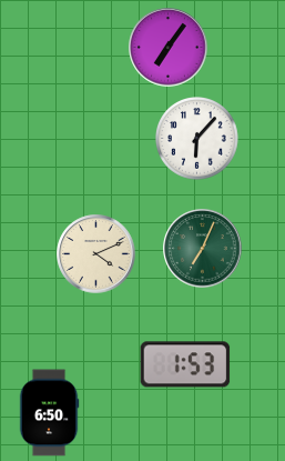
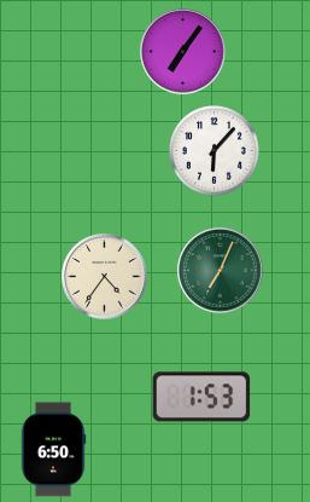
clock at (96, 254): 4:11 -> 4:36
